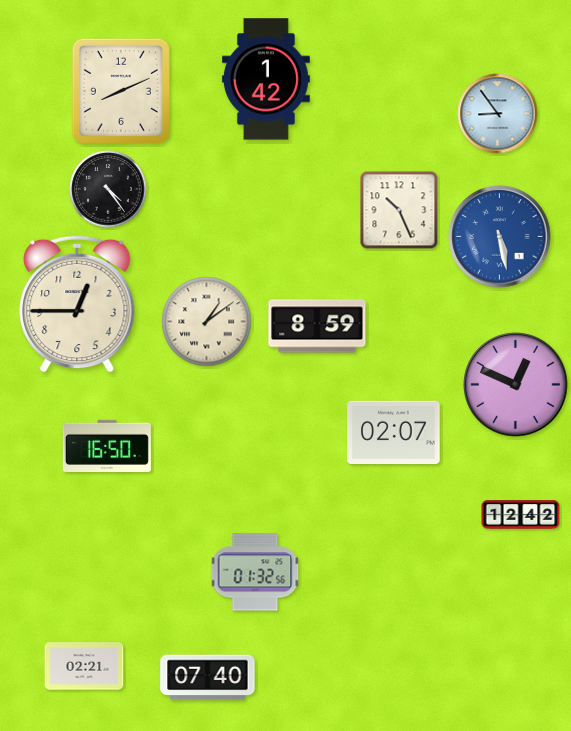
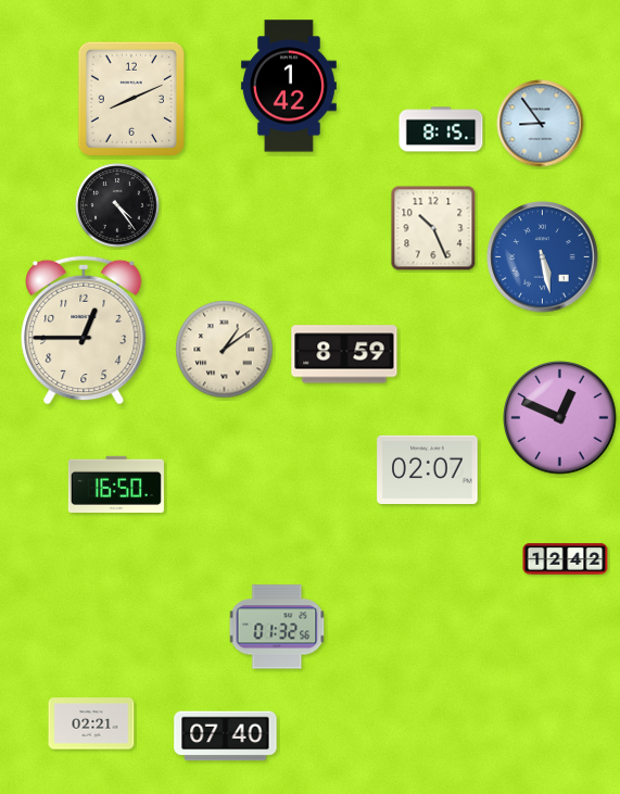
clock at (441, 129): none -> 8:15
clock at (255, 572) position: (255, 572) -> (277, 627)
